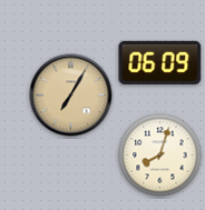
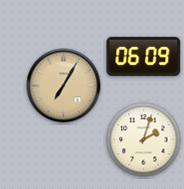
clock at (160, 156): 8:03 -> 2:03
